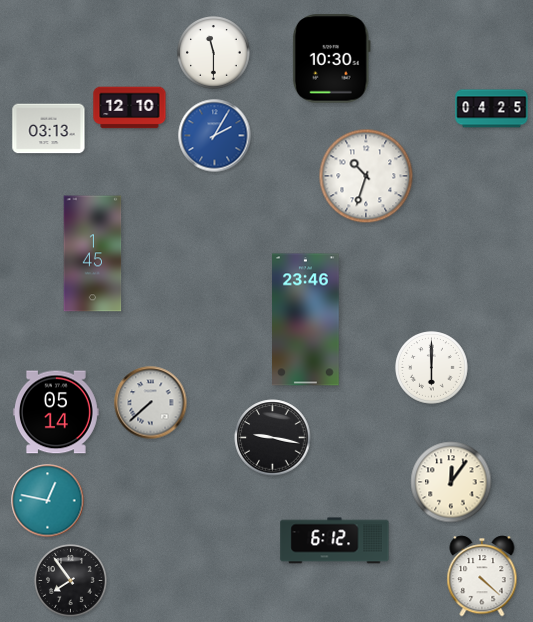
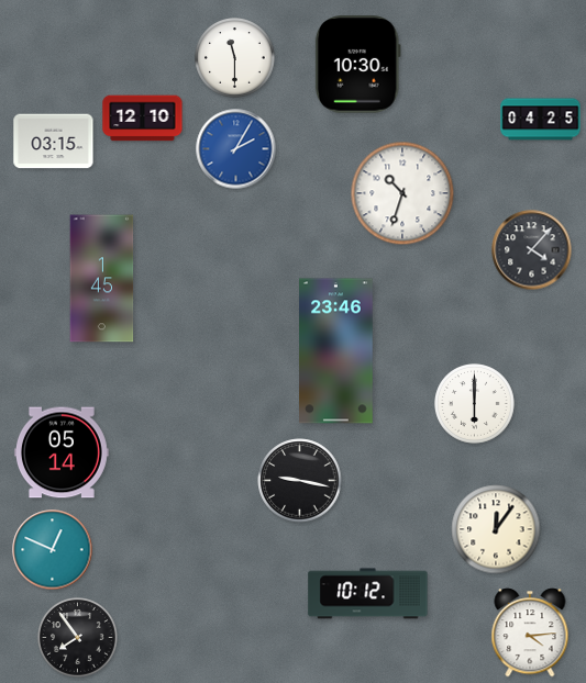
clock at (331, 59) position: (331, 59) -> (357, 65)
clock at (49, 129): 03:13 -> 03:15
clock at (532, 250): none -> 4:07
clock at (151, 403): 7:38 -> none
clock at (48, 501): 12:47 -> 12:49
clock at (335, 541): 6:12 -> 10:12
clock at (482, 576): 4:22 -> 4:14
